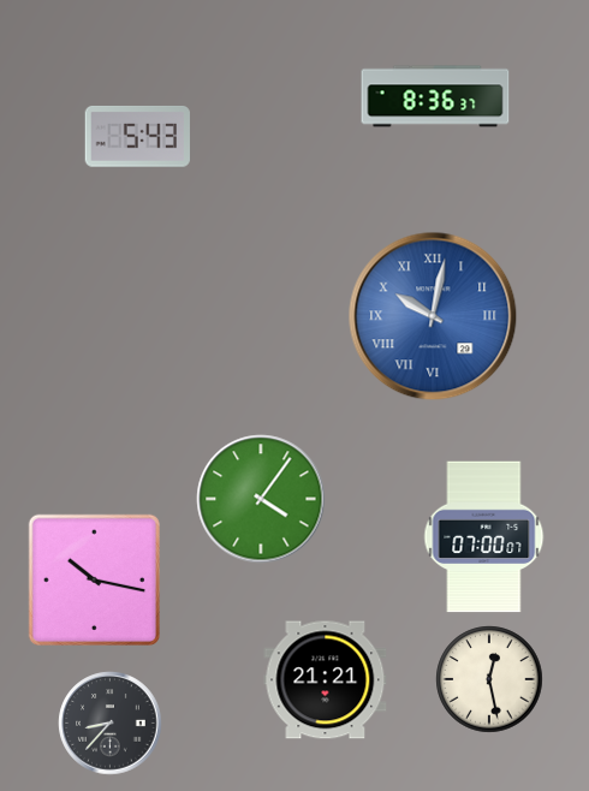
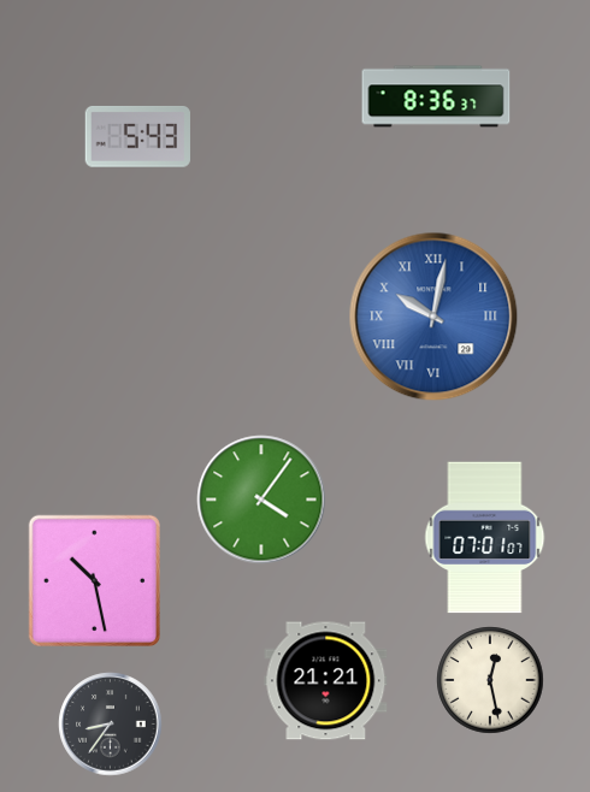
clock at (484, 537): 07:00 -> 07:01
clock at (94, 579): 10:17 -> 10:28
clock at (111, 724): 8:37 -> 8:36
